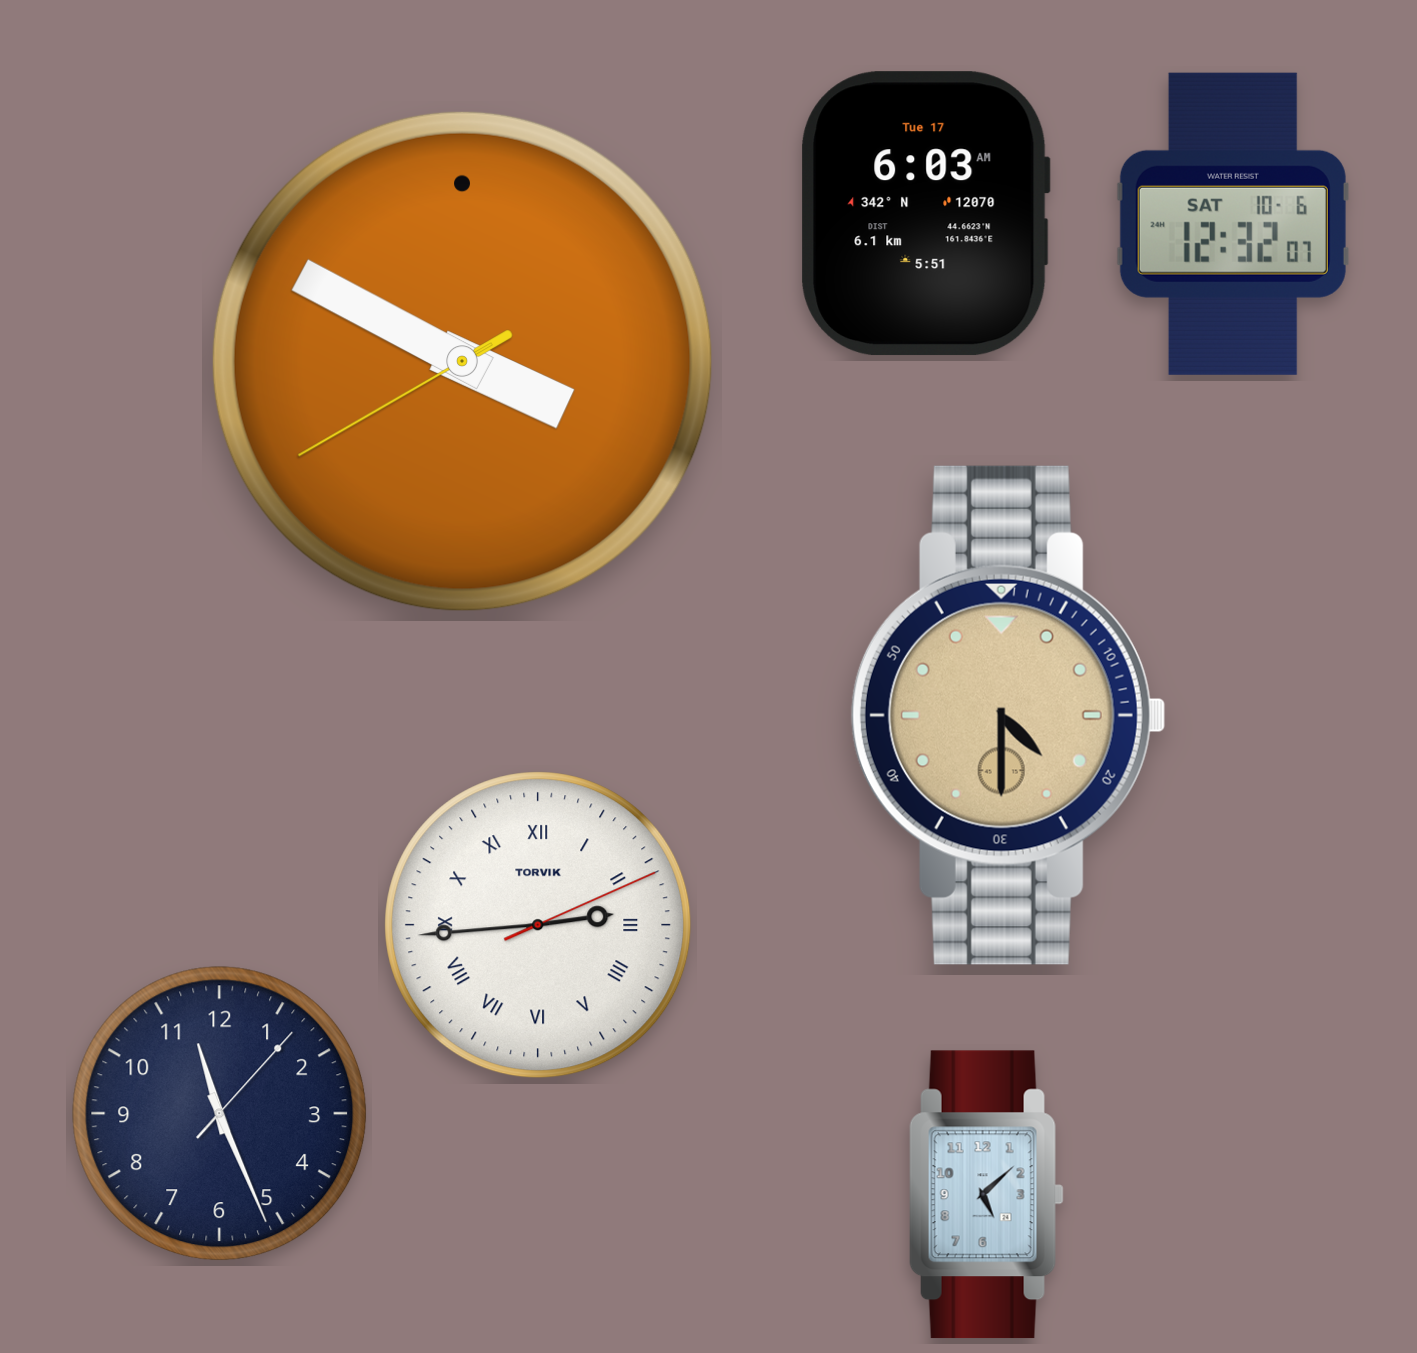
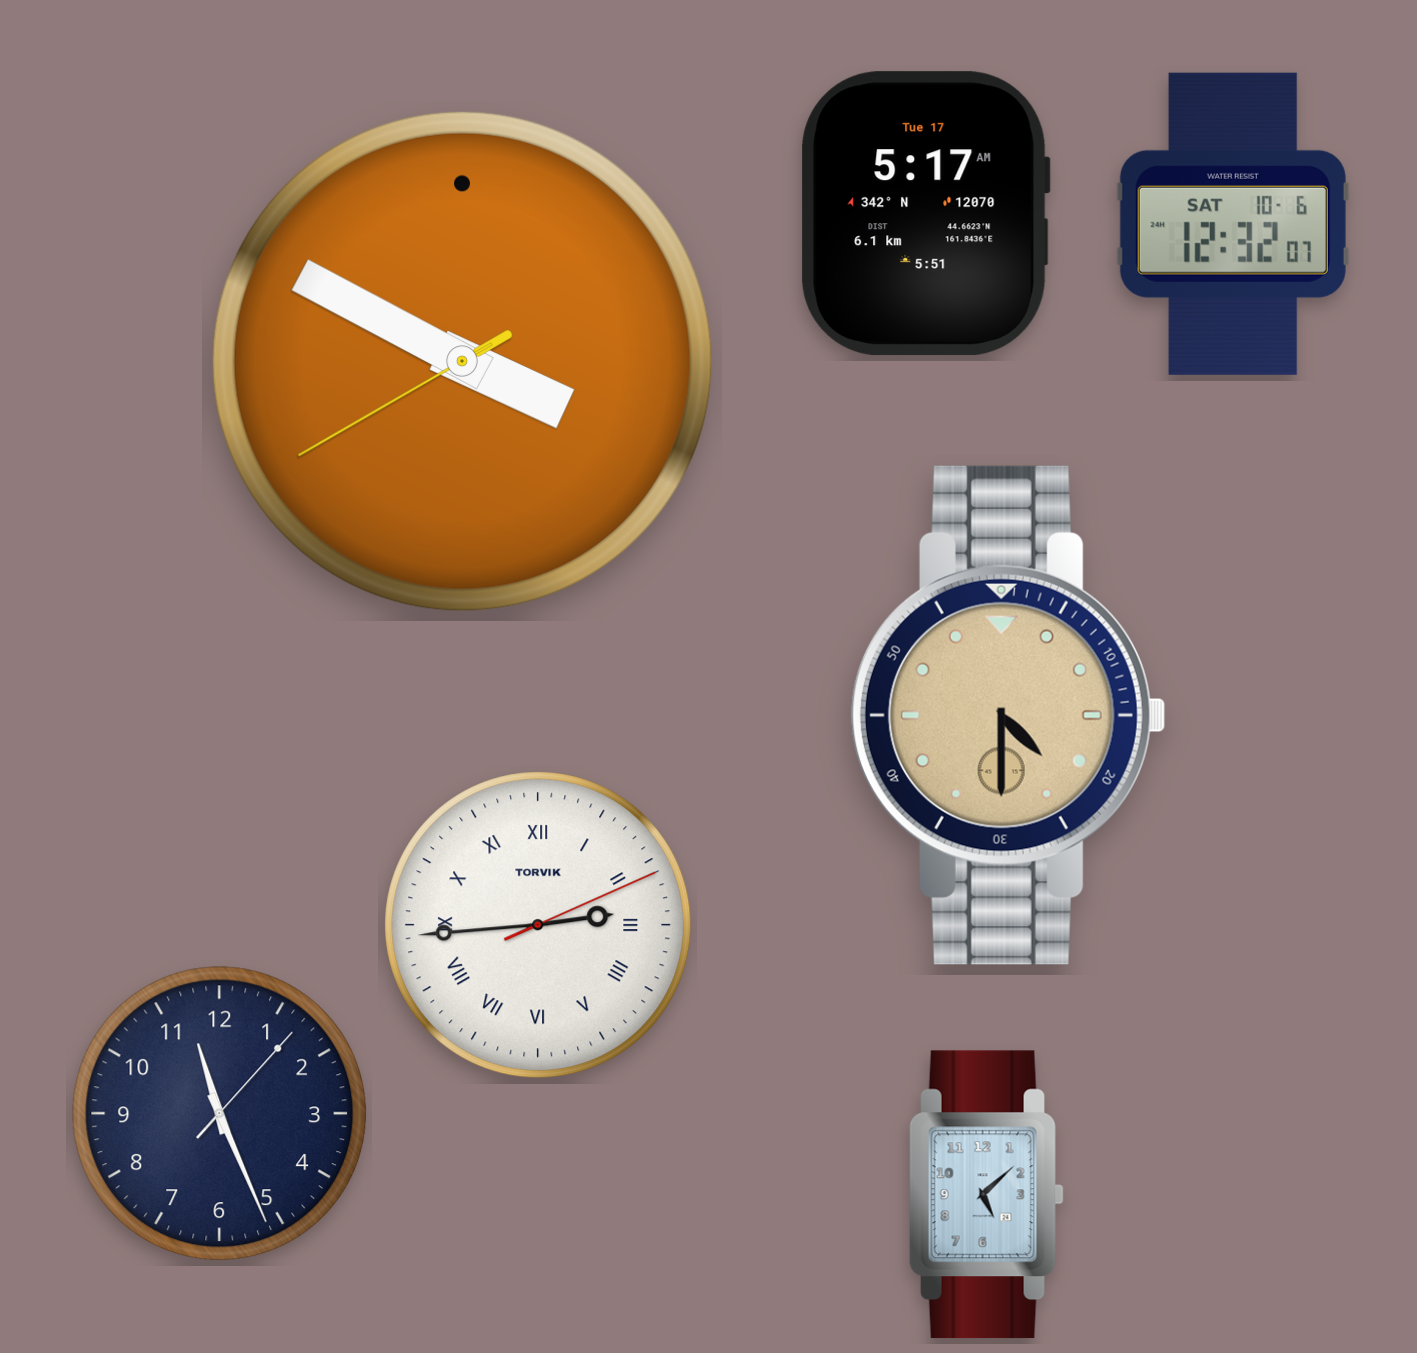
clock at (925, 214): 6:03 -> 5:17
